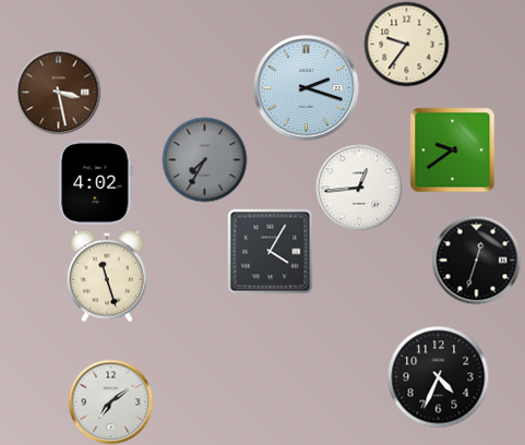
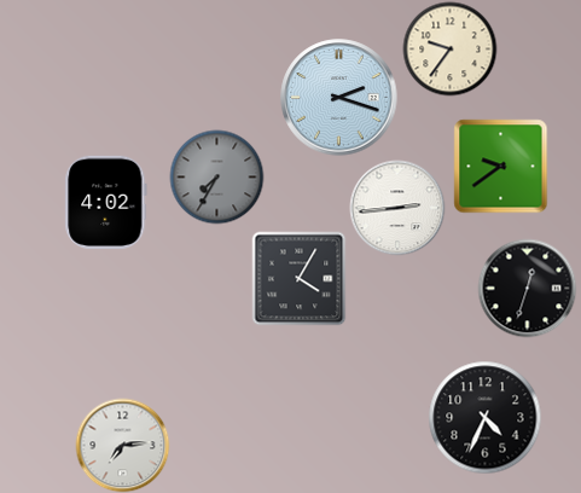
clock at (58, 92): 3:28 -> none
clock at (204, 159) position: (204, 159) -> (216, 176)
clock at (359, 188): 12:44 -> 2:44
clock at (107, 276): 11:27 -> none
clock at (110, 401): 7:09 -> 7:14
